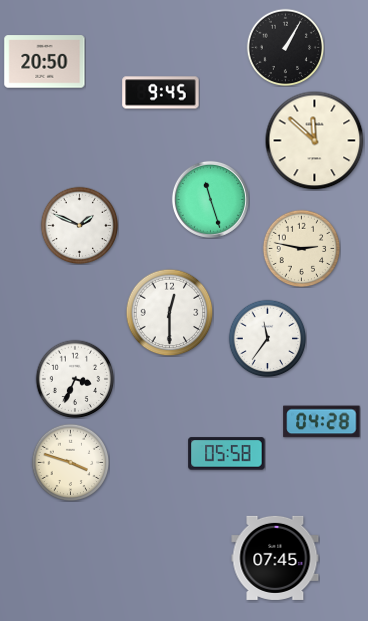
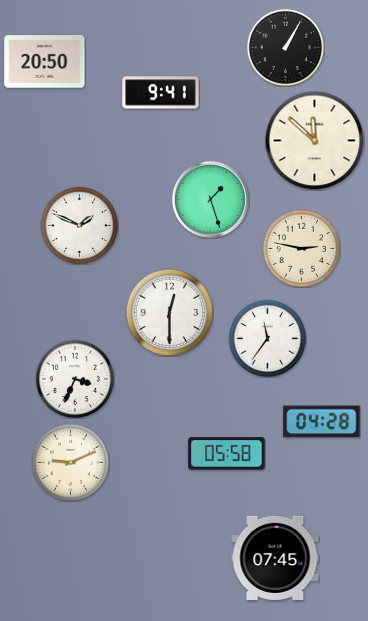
clock at (161, 93): 9:45 -> 9:41
clock at (210, 199): 11:27 -> 1:27
clock at (70, 462): 3:48 -> 9:11
